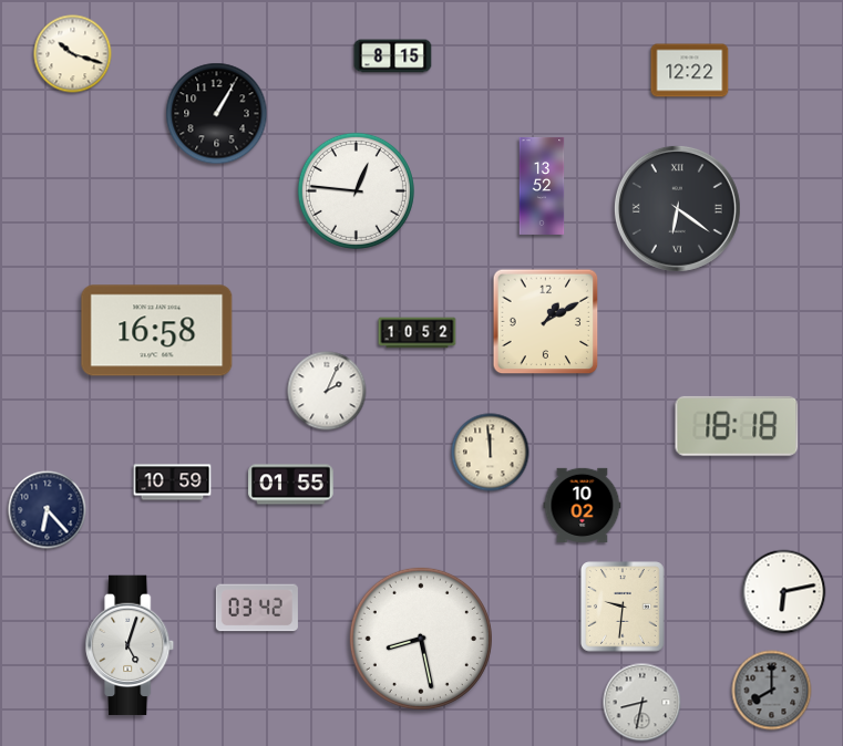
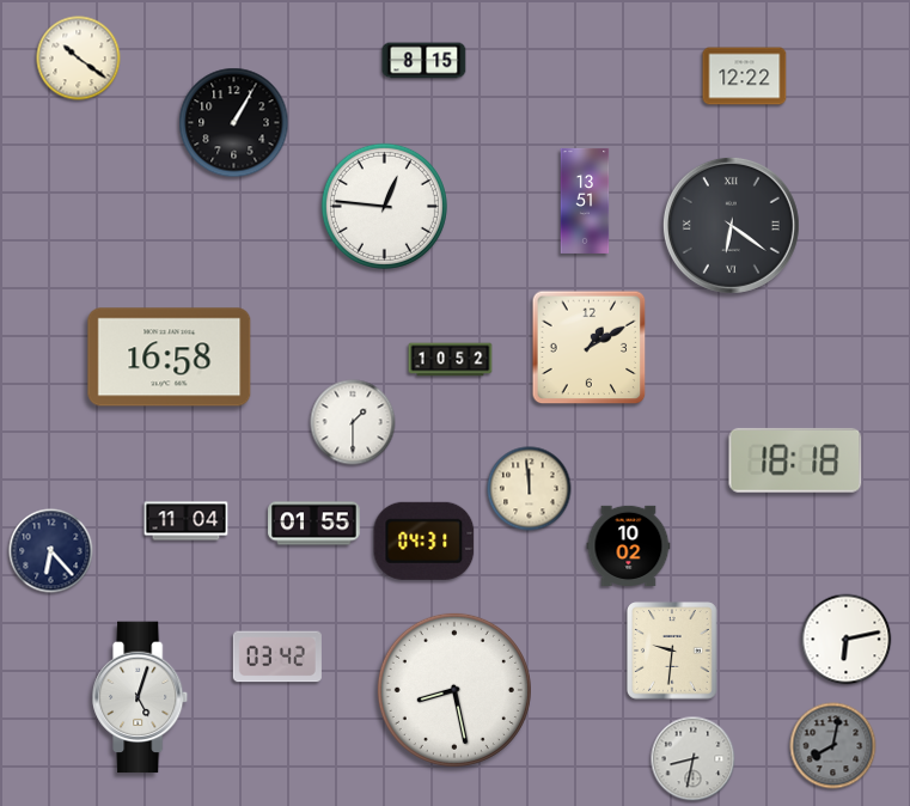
clock at (73, 54): 10:18 -> 10:21
clock at (542, 186): 13:52 -> 13:51
clock at (327, 391): 2:04 -> 1:30
clock at (173, 483): 10:59 -> 11:04
clock at (425, 541): none -> 04:31
clock at (624, 607) position: (624, 607) -> (673, 651)
clock at (772, 691): 8:00 -> 8:02
